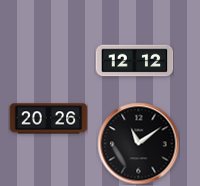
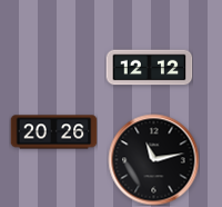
clock at (138, 143): 11:09 -> 11:13
